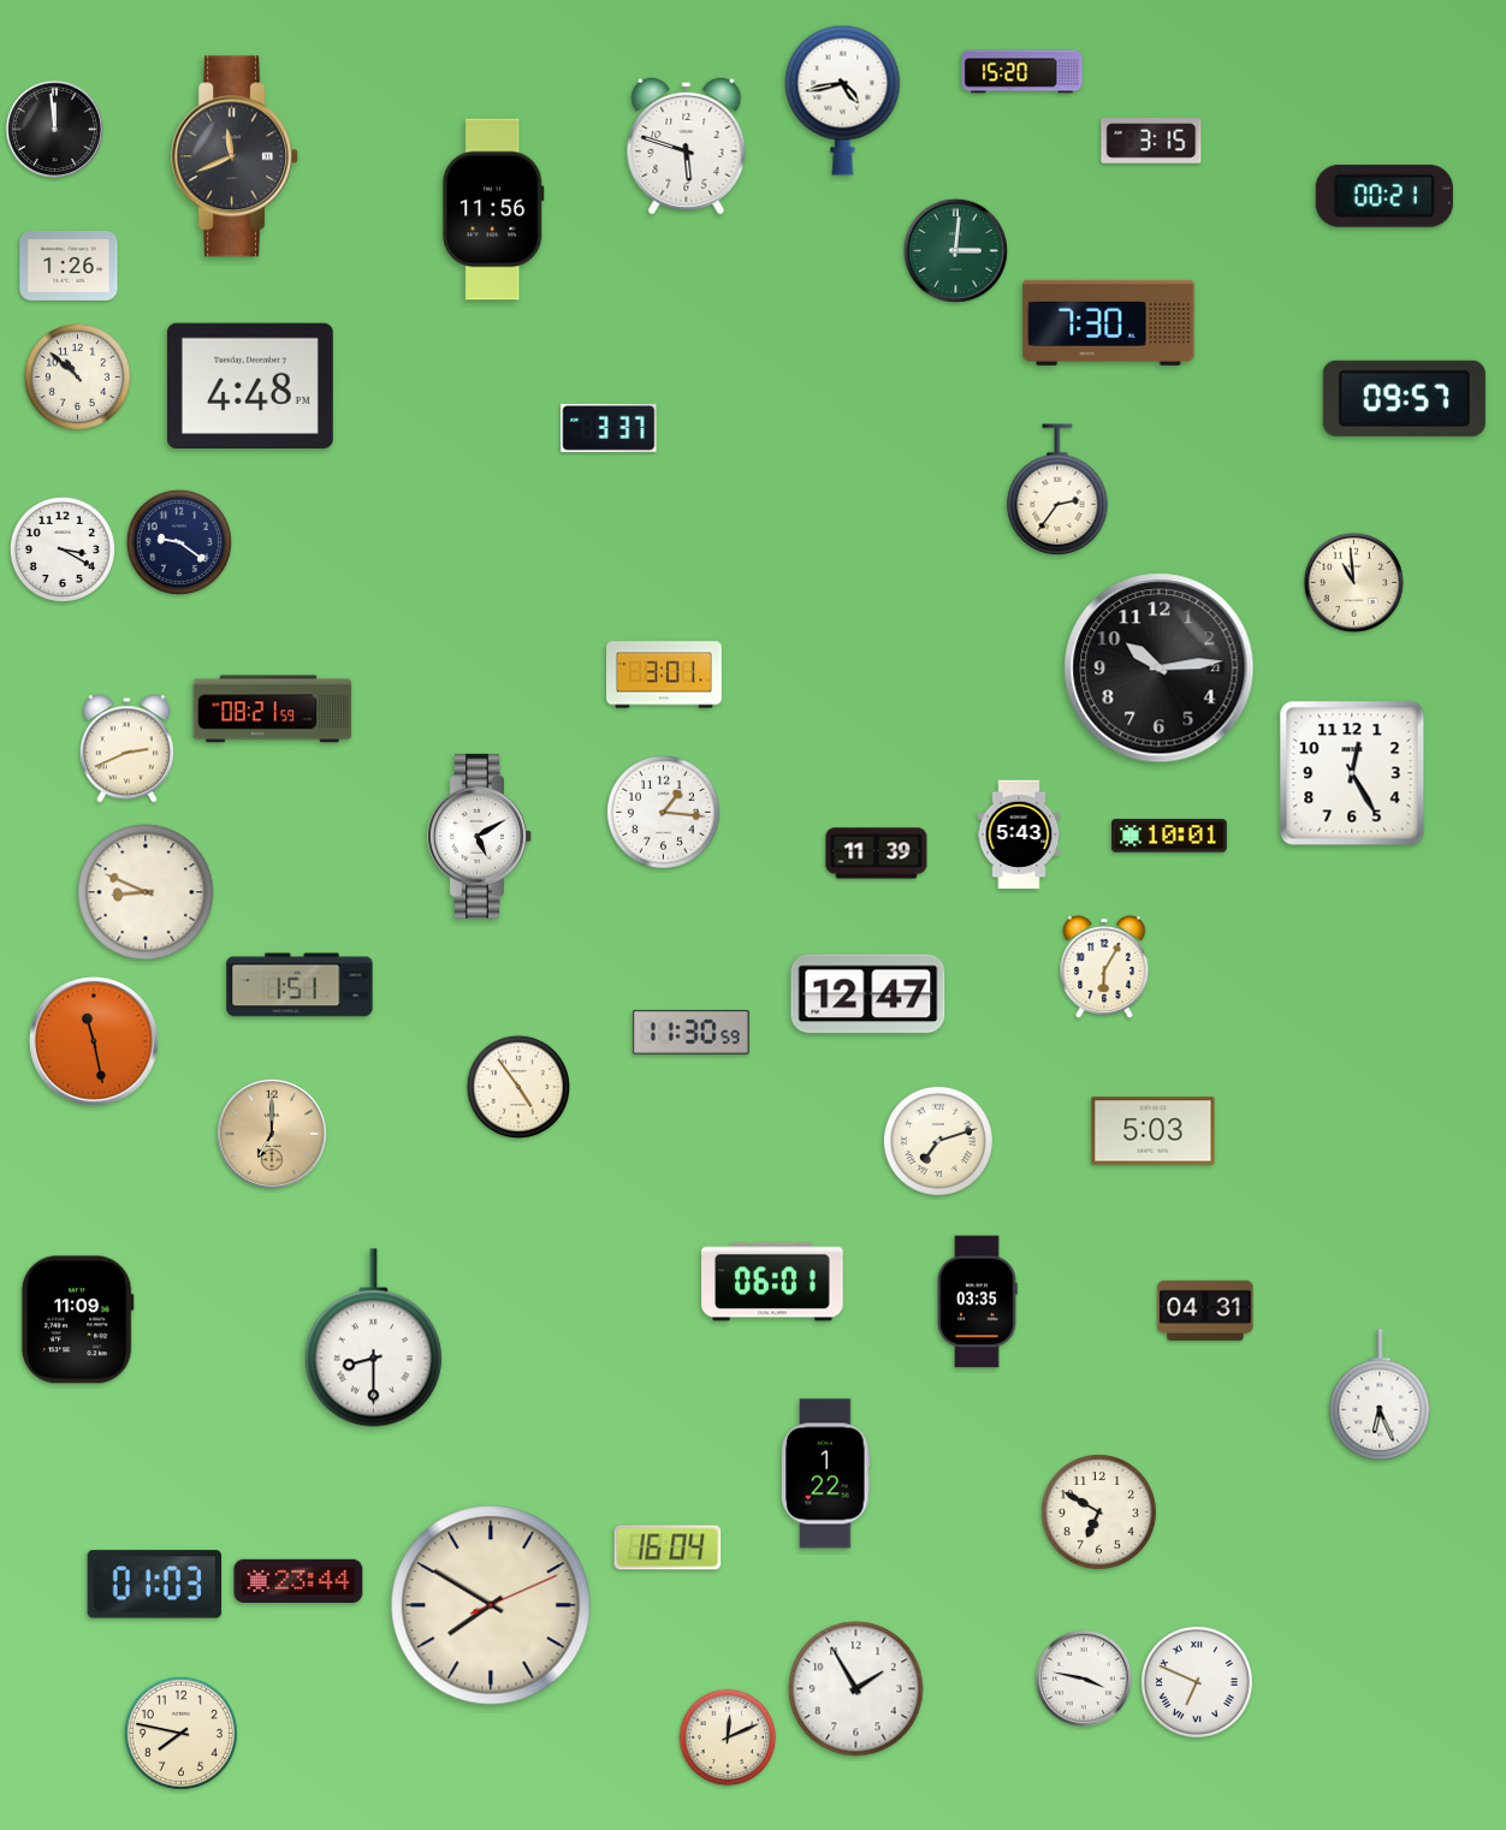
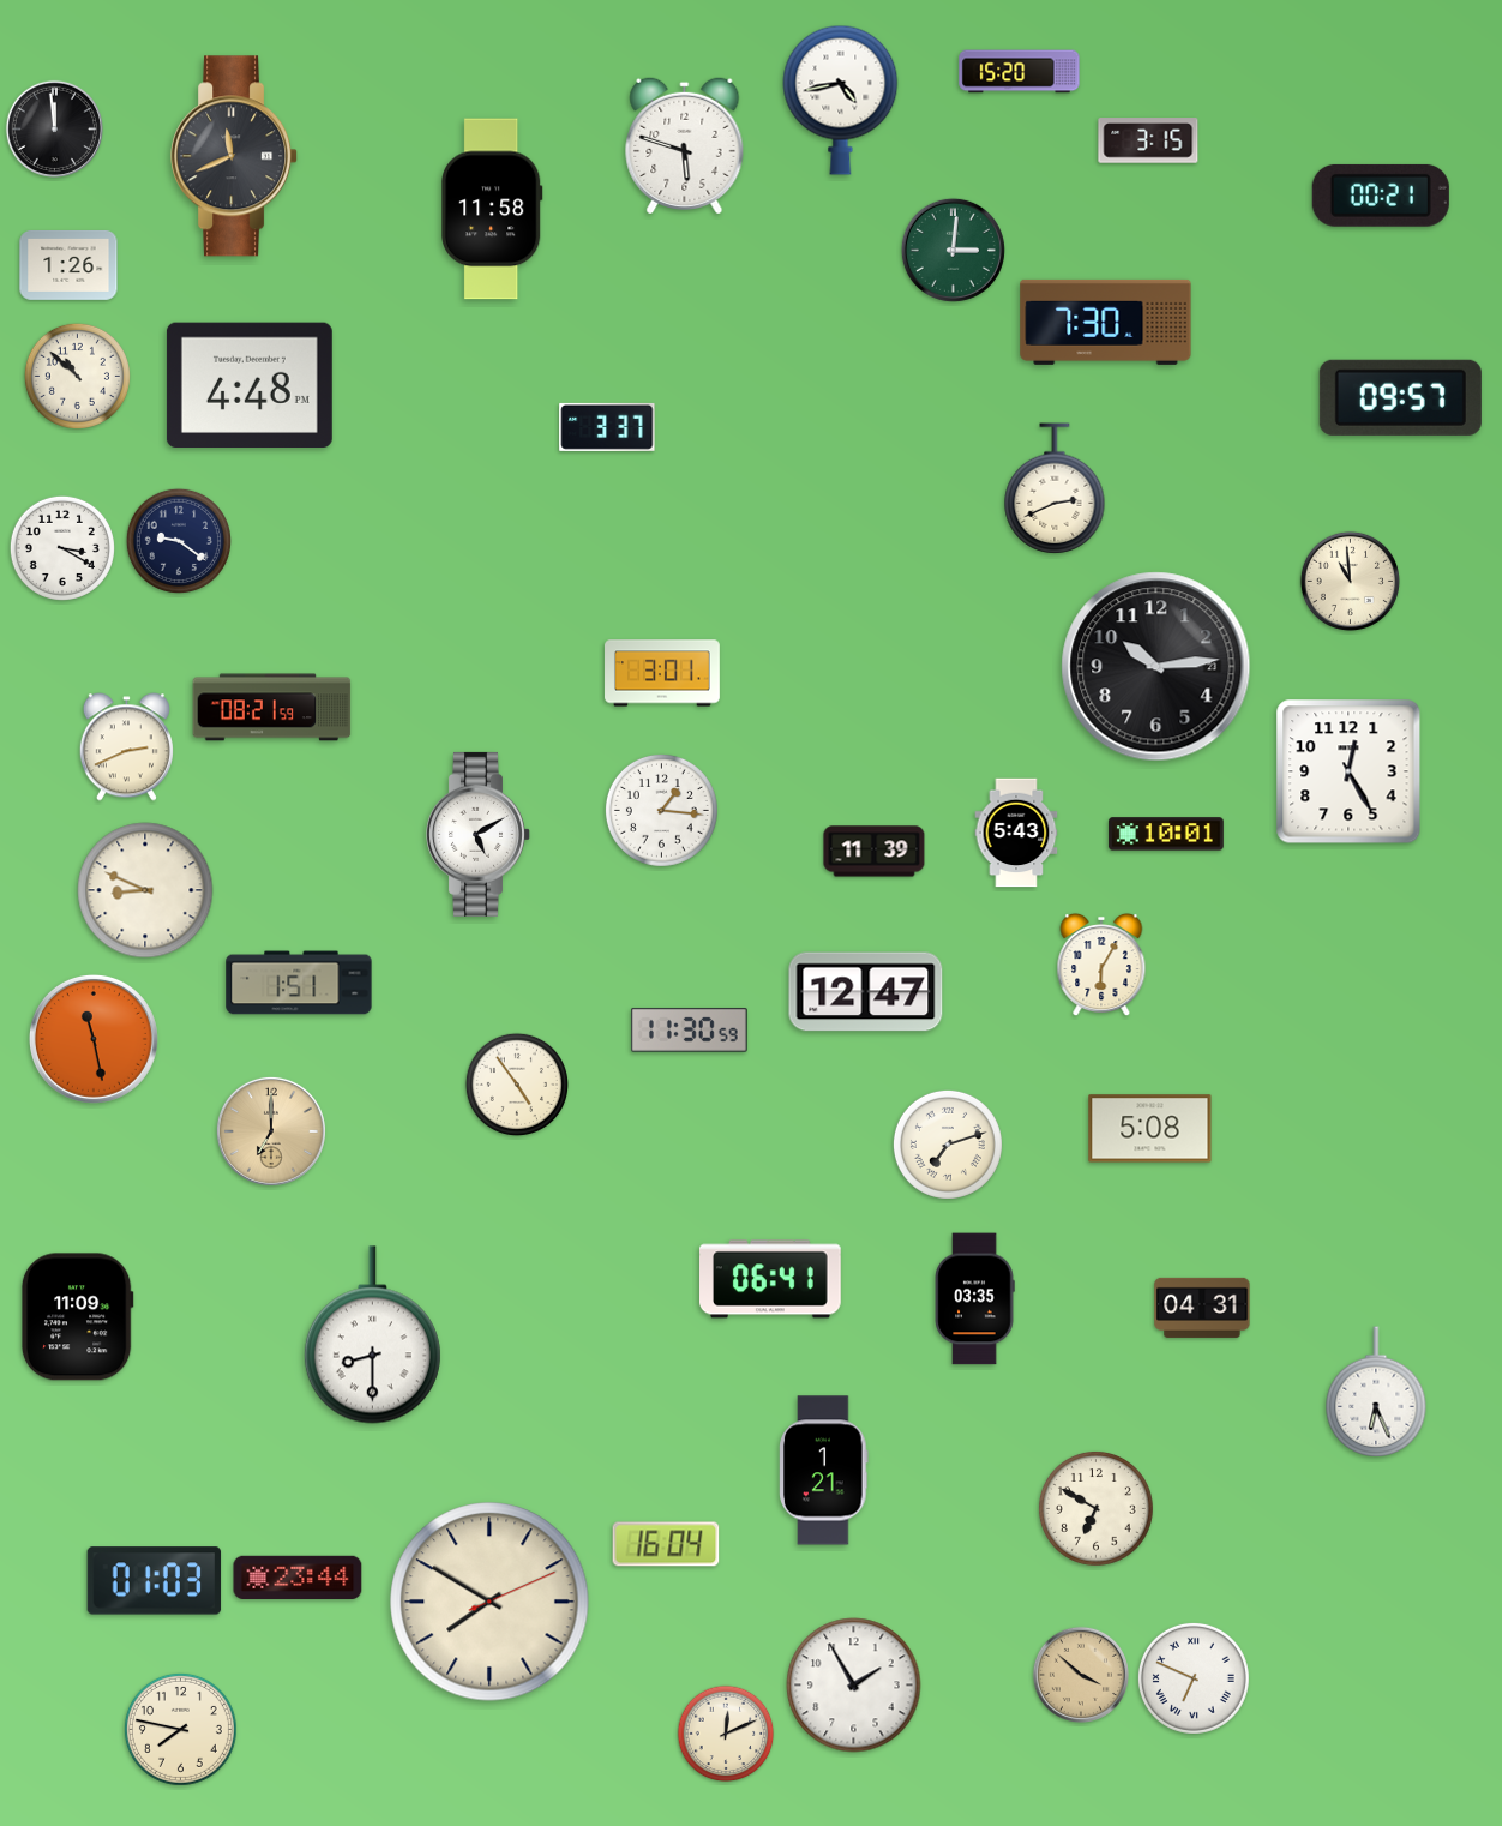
clock at (493, 209): 11:56 -> 11:58
clock at (1057, 489): 2:36 -> 2:41
clock at (1154, 1131): 5:03 -> 5:08
clock at (938, 1141) position: (938, 1141) -> (948, 1145)
clock at (773, 1282): 06:01 -> 06:41
clock at (826, 1474): 1:22 -> 1:21
clock at (1084, 1679): 3:47 -> 3:52
clock at (1084, 1679) dial: white -> champagne
